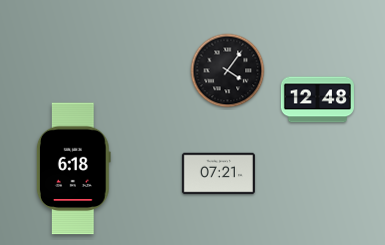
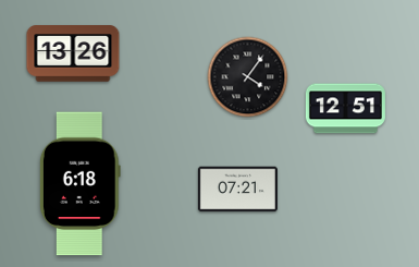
clock at (73, 53): none -> 13:26
clock at (317, 100): 12:48 -> 12:51
